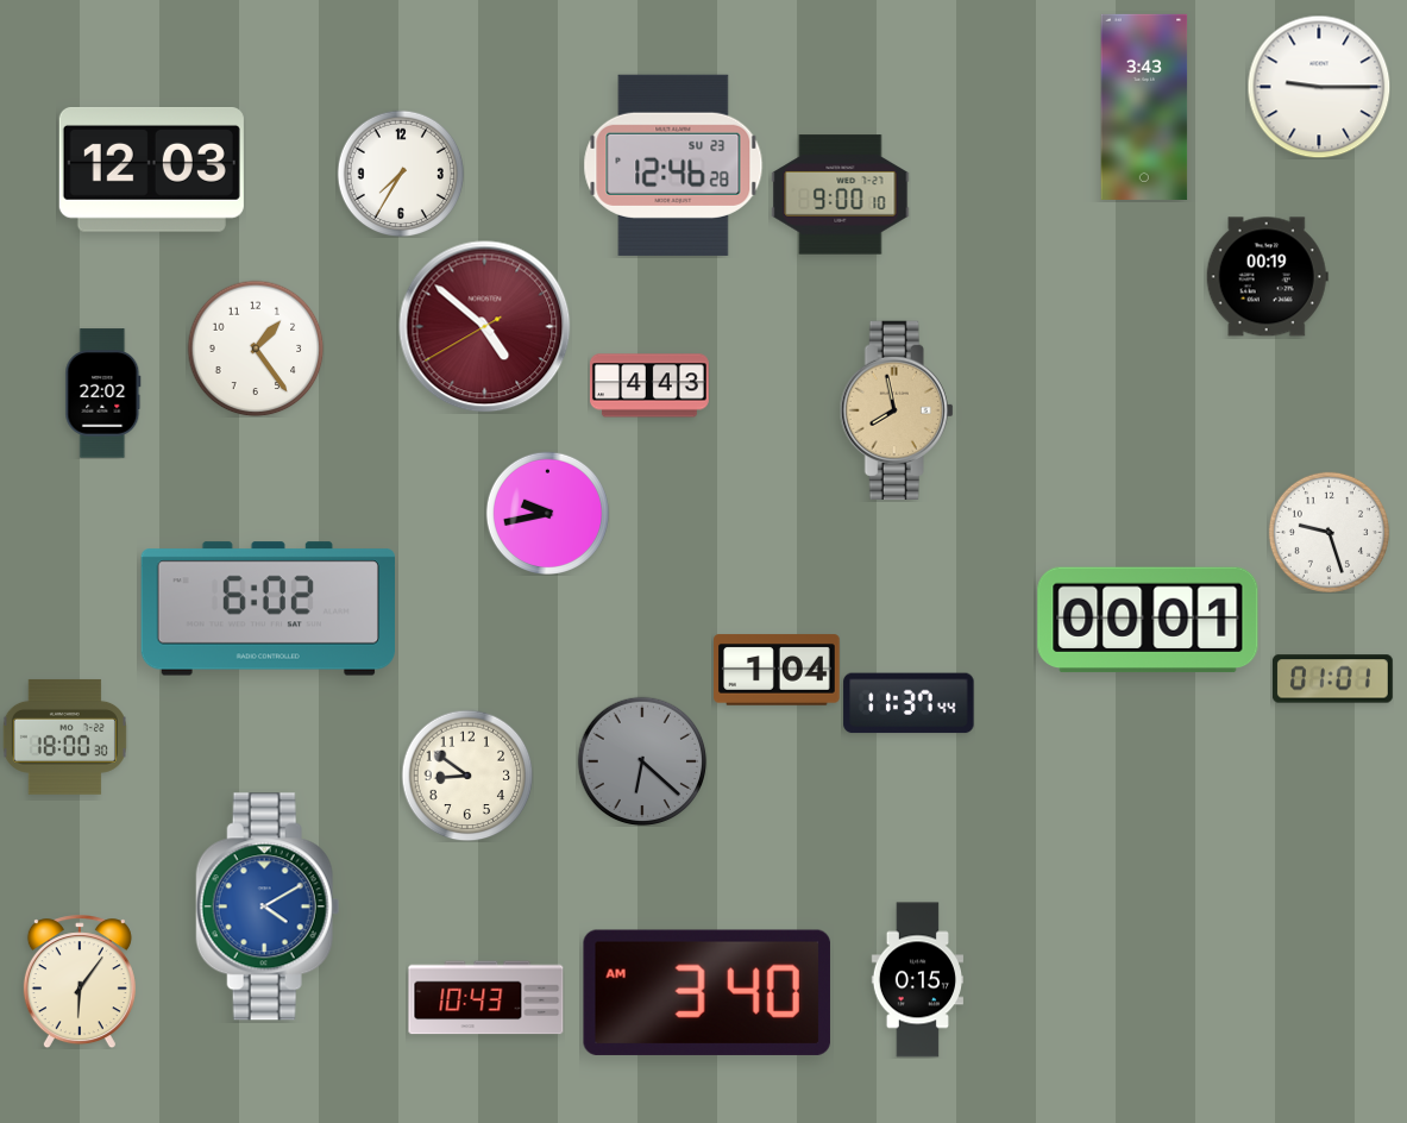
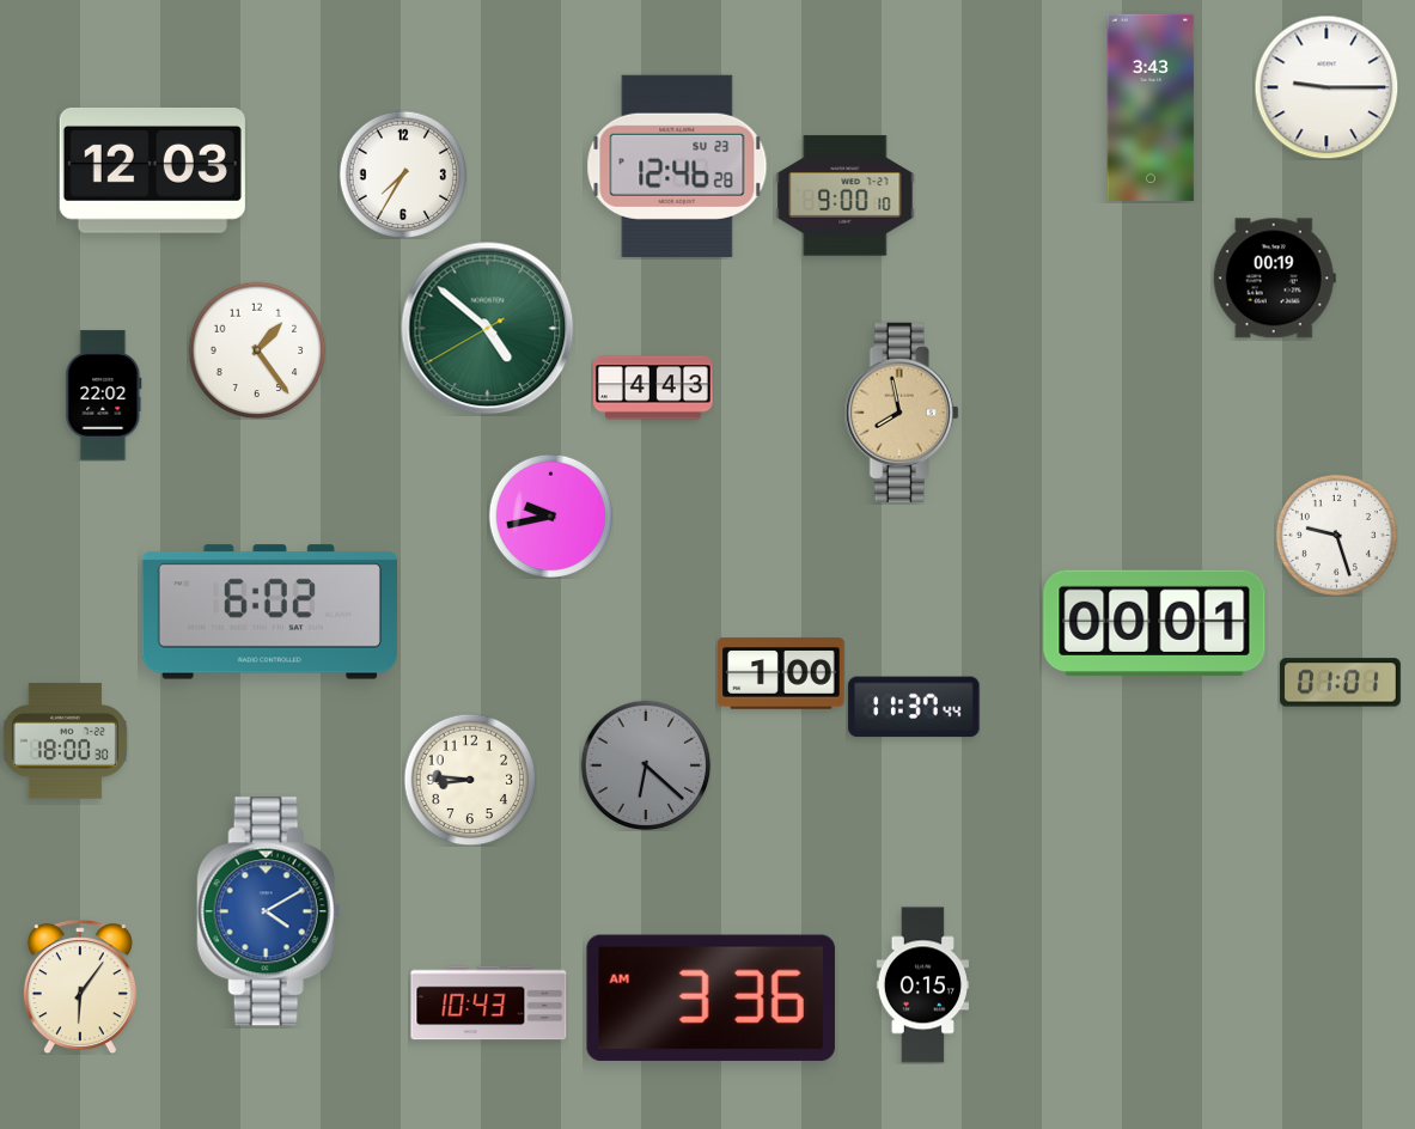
clock at (485, 327) dial: burgundy -> green
clock at (777, 670): 1:04 -> 1:00
clock at (467, 776): 8:51 -> 8:46
clock at (706, 992): 3:40 -> 3:36
